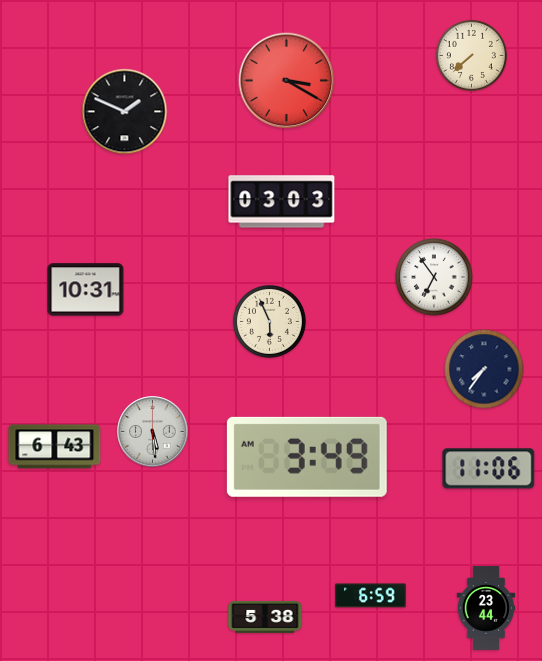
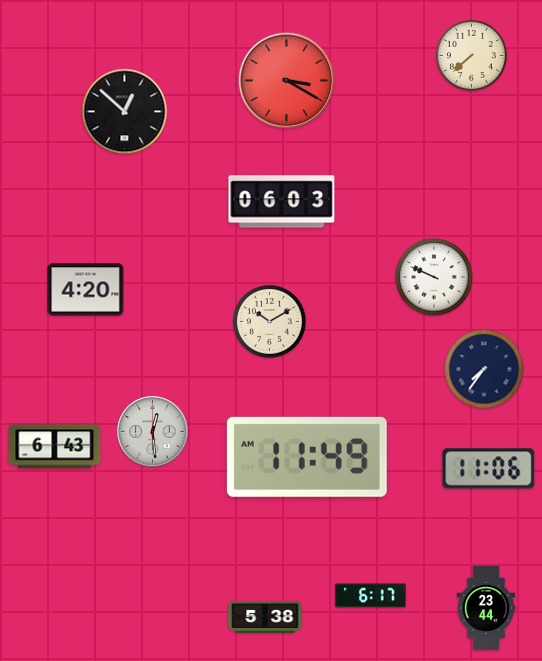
clock at (125, 112): 1:49 -> 12:52
clock at (282, 202): 03:03 -> 06:03
clock at (434, 277): 6:54 -> 9:49
clock at (86, 290): 10:31 -> 4:20
clock at (269, 321): 5:56 -> 10:10
clock at (153, 432): 5:29 -> 12:29
clock at (307, 457): 3:49 -> 11:49
clock at (371, 596): 6:59 -> 6:17
